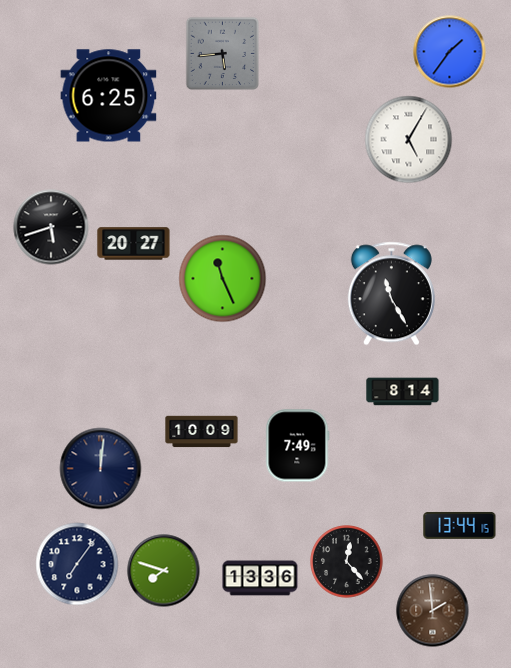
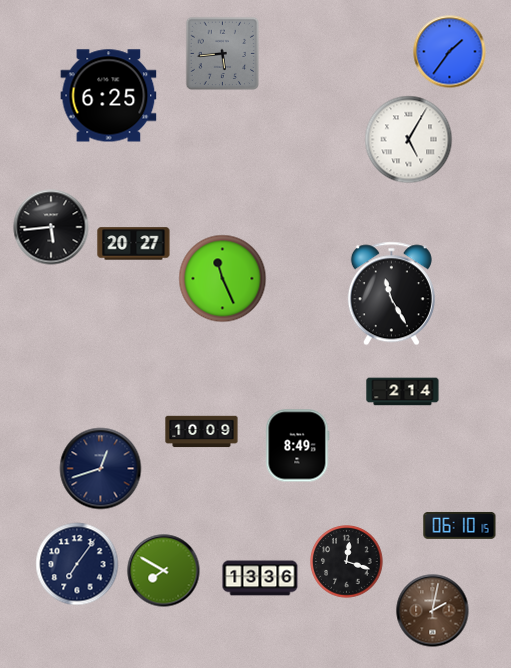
clock at (51, 227): 5:42 -> 5:44
clock at (403, 392): 8:14 -> 2:14
clock at (297, 446): 7:49 -> 8:49
clock at (101, 469): 12:01 -> 12:42
clock at (460, 525): 13:44 -> 06:10
clock at (347, 562): 12:23 -> 12:18
clock at (164, 571): 7:48 -> 7:50
clock at (433, 611): 1:59 -> 2:02
